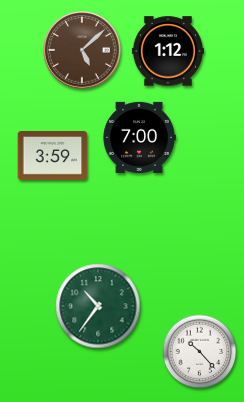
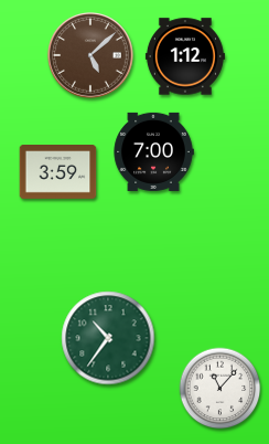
clock at (200, 352): 10:23 -> 11:07
